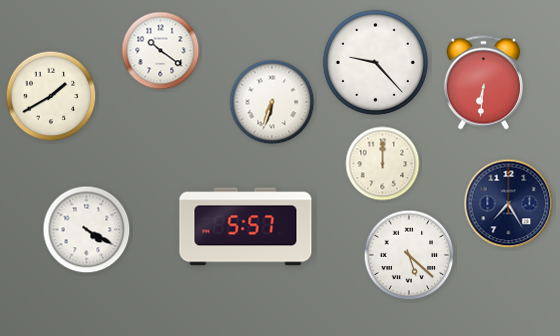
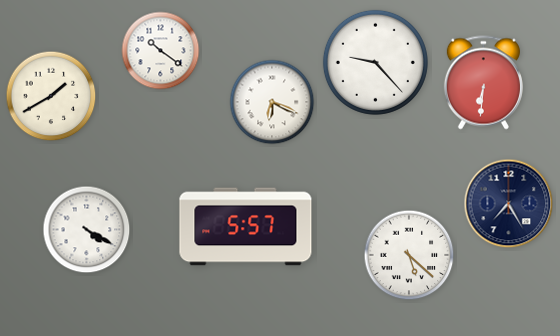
clock at (272, 102): 6:33 -> 6:19
clock at (383, 164): 12:00 -> none
